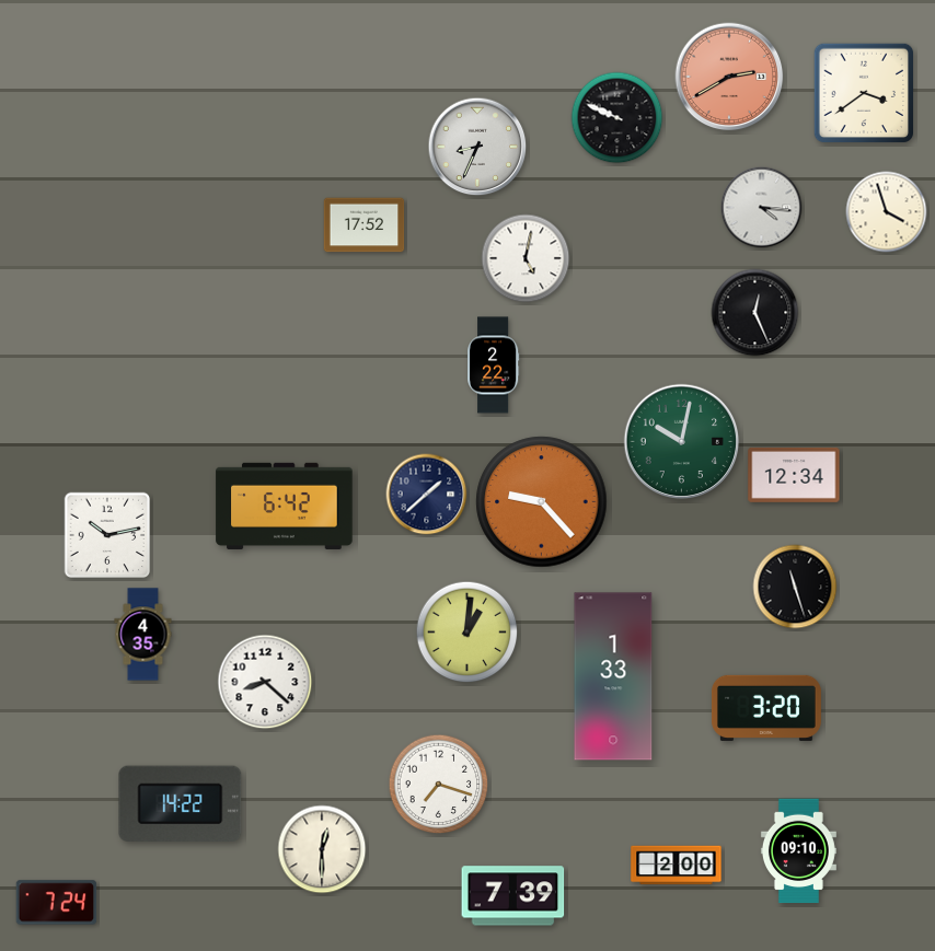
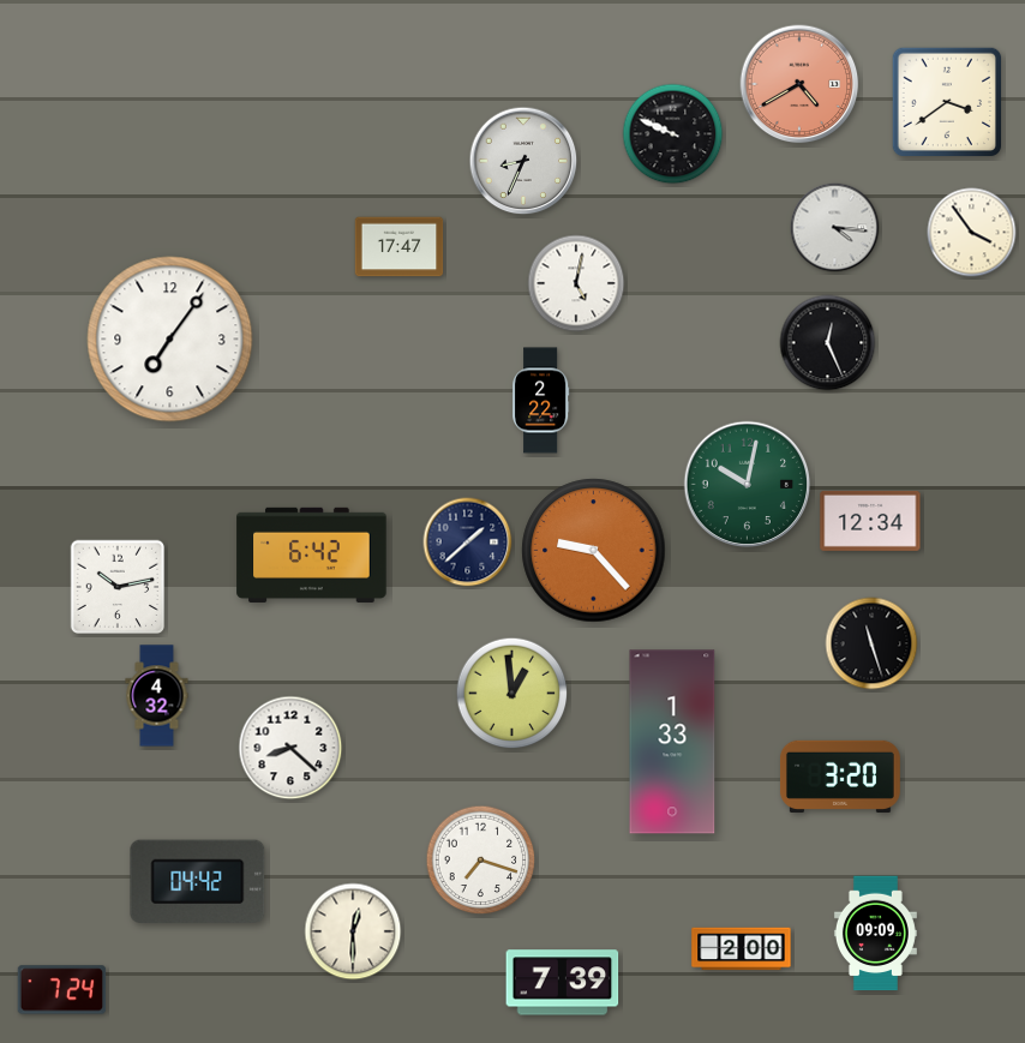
clock at (729, 77): 2:40 -> 4:40
clock at (617, 118) position: (617, 118) -> (673, 134)
clock at (887, 212): 3:57 -> 3:54
clock at (365, 225): 17:52 -> 17:47
clock at (170, 340): none -> 7:06
clock at (467, 633): 1:01 -> 12:59
clock at (143, 635): 4:35 -> 4:32
clock at (181, 803): 14:22 -> 04:42
clock at (798, 851): 09:10 -> 09:09
